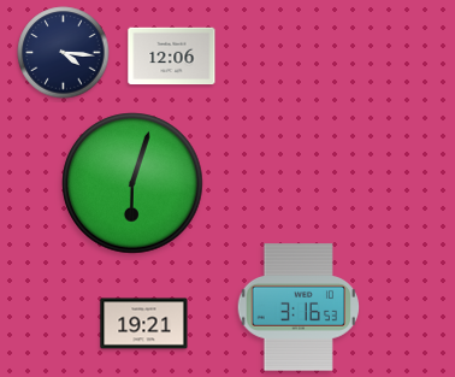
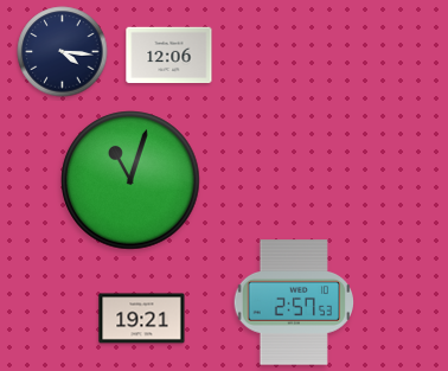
clock at (132, 183): 6:03 -> 11:03
clock at (299, 307): 3:16 -> 2:57
